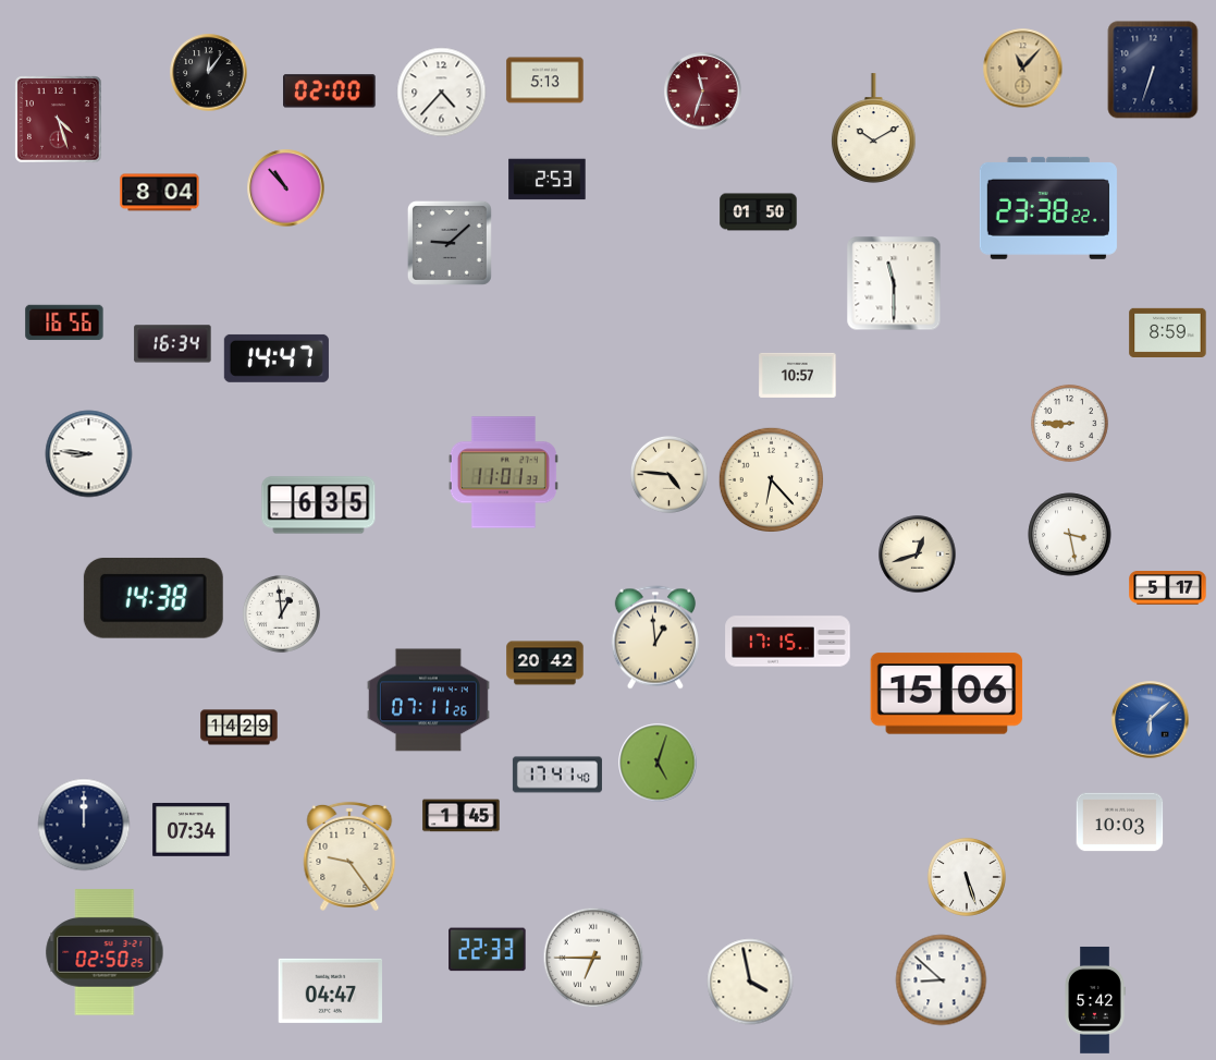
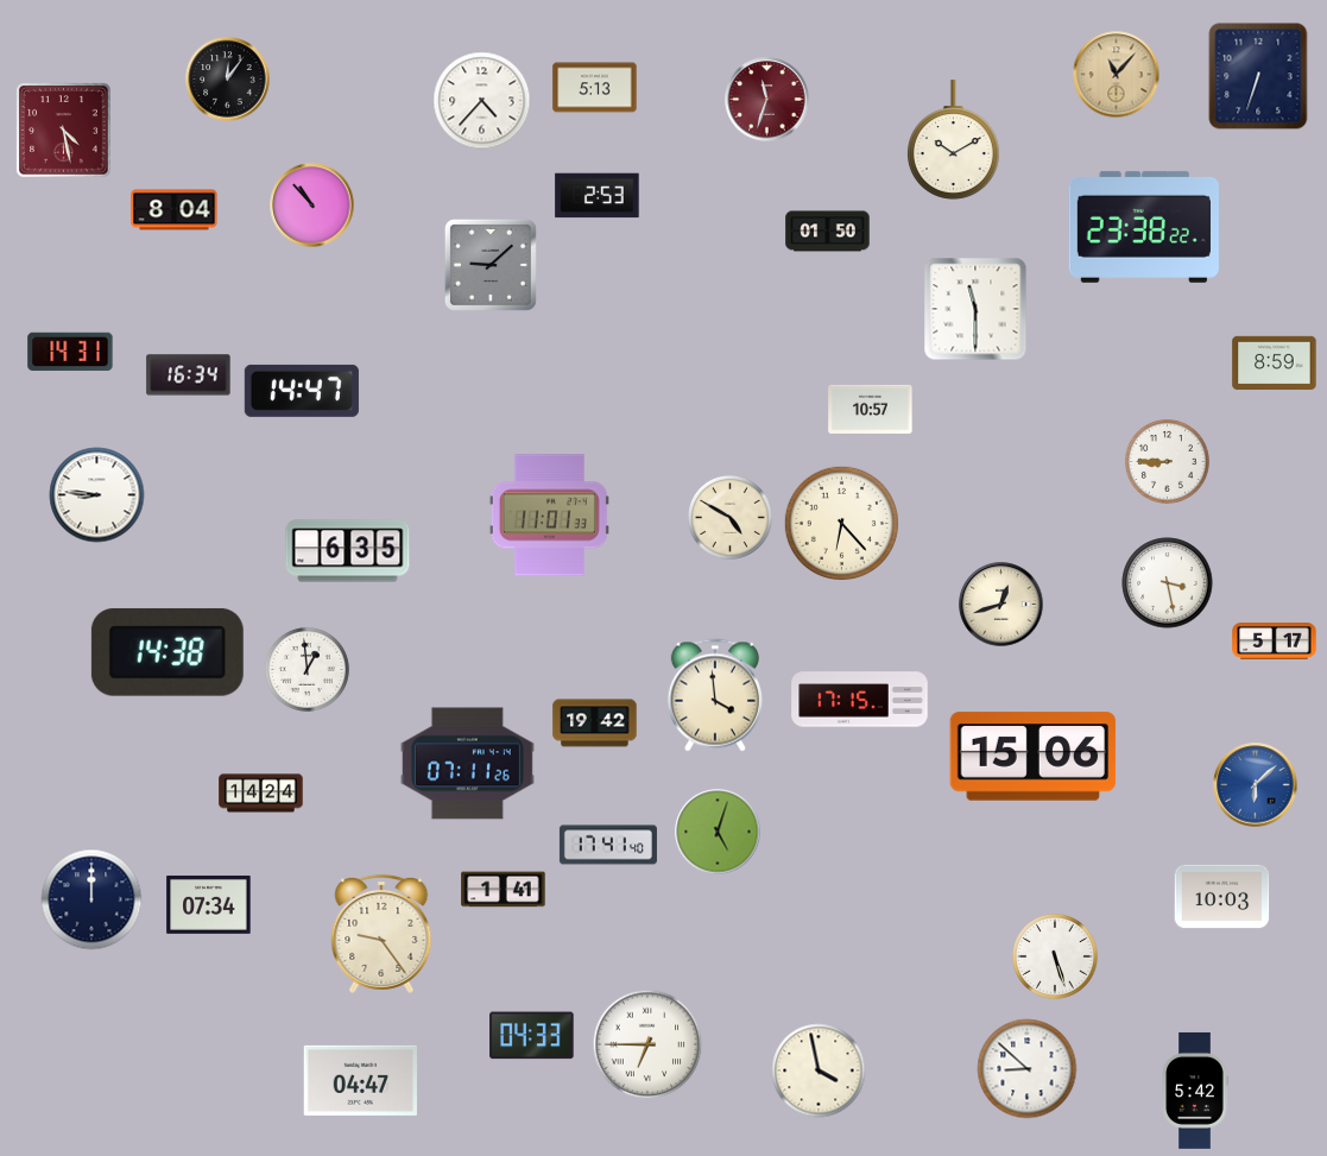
clock at (330, 92): 02:00 -> none
clock at (59, 120): 4:27 -> 4:28
clock at (64, 322): 16:56 -> 14:31
clock at (668, 474): 4:46 -> 4:50
clock at (655, 637): 12:59 -> 3:59
clock at (545, 663): 20:42 -> 19:42
clock at (239, 728): 14:29 -> 14:24
clock at (462, 816): 1:45 -> 1:41
clock at (488, 950): 22:33 -> 04:33
clock at (105, 952): 02:50 -> none
